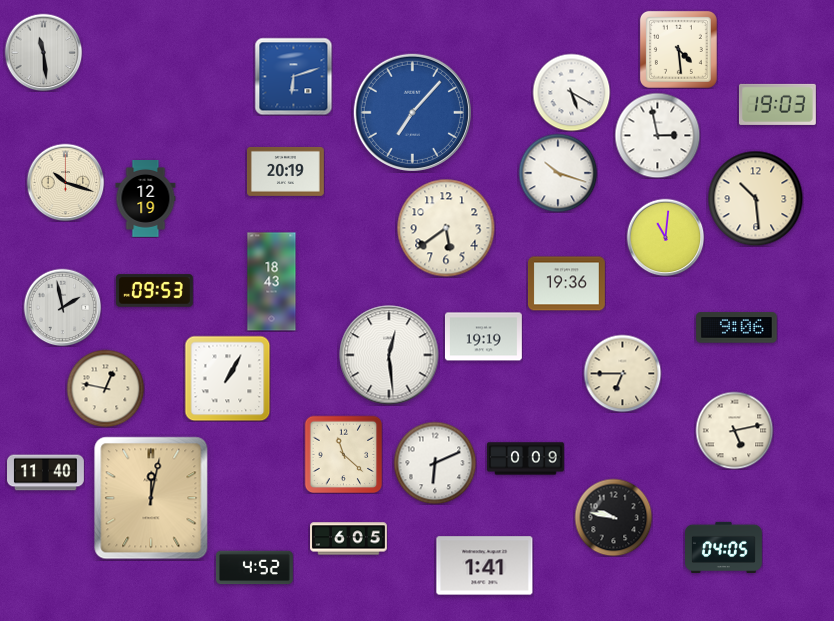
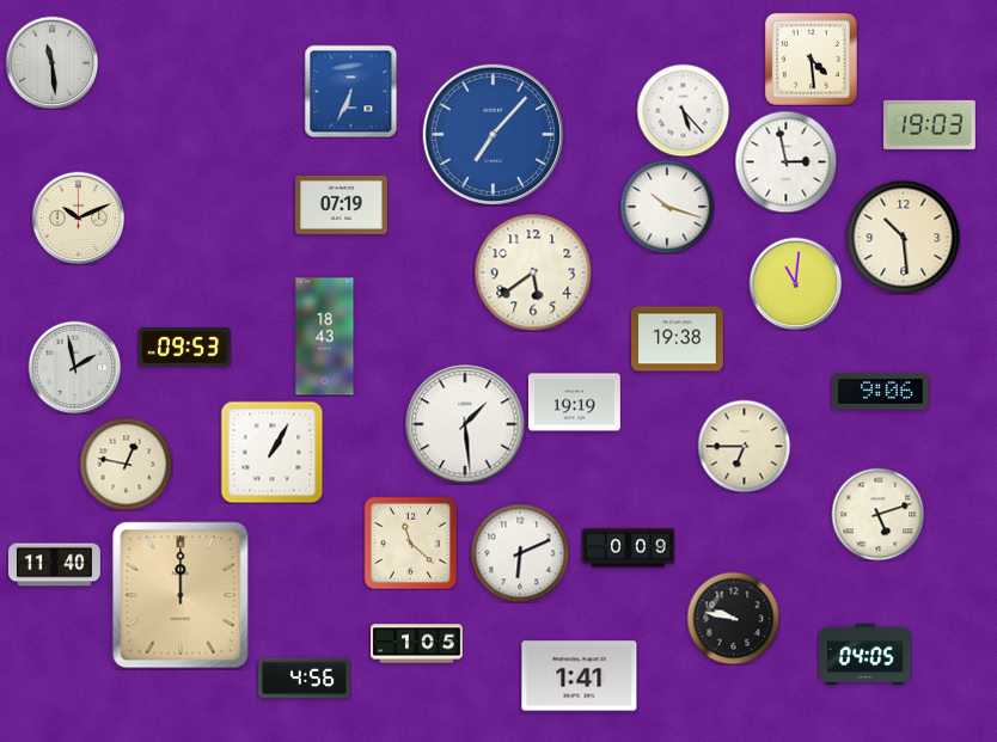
clock at (293, 76): 6:12 -> 6:34
clock at (571, 92): 5:20 -> 5:23
clock at (285, 171): 20:19 -> 07:19
clock at (65, 182): 10:18 -> 10:11
clock at (146, 199): 12:19 -> none
clock at (566, 284): 19:36 -> 19:38
clock at (483, 337) position: (483, 337) -> (574, 403)
clock at (389, 355): 12:29 -> 1:29
clock at (734, 430): 5:13 -> 5:12
clock at (151, 498): 12:02 -> 12:00
clock at (349, 539): 6:05 -> 1:05
clock at (254, 568): 4:52 -> 4:56
